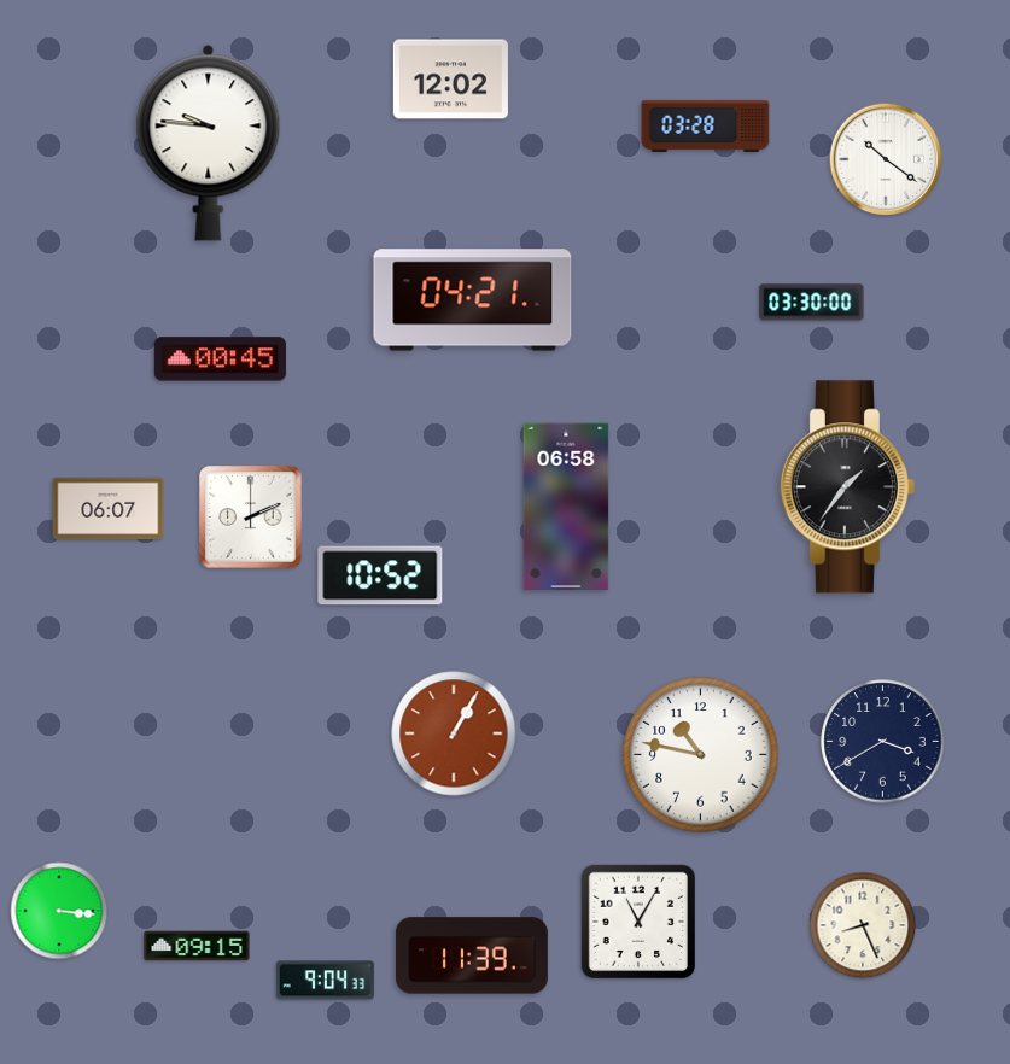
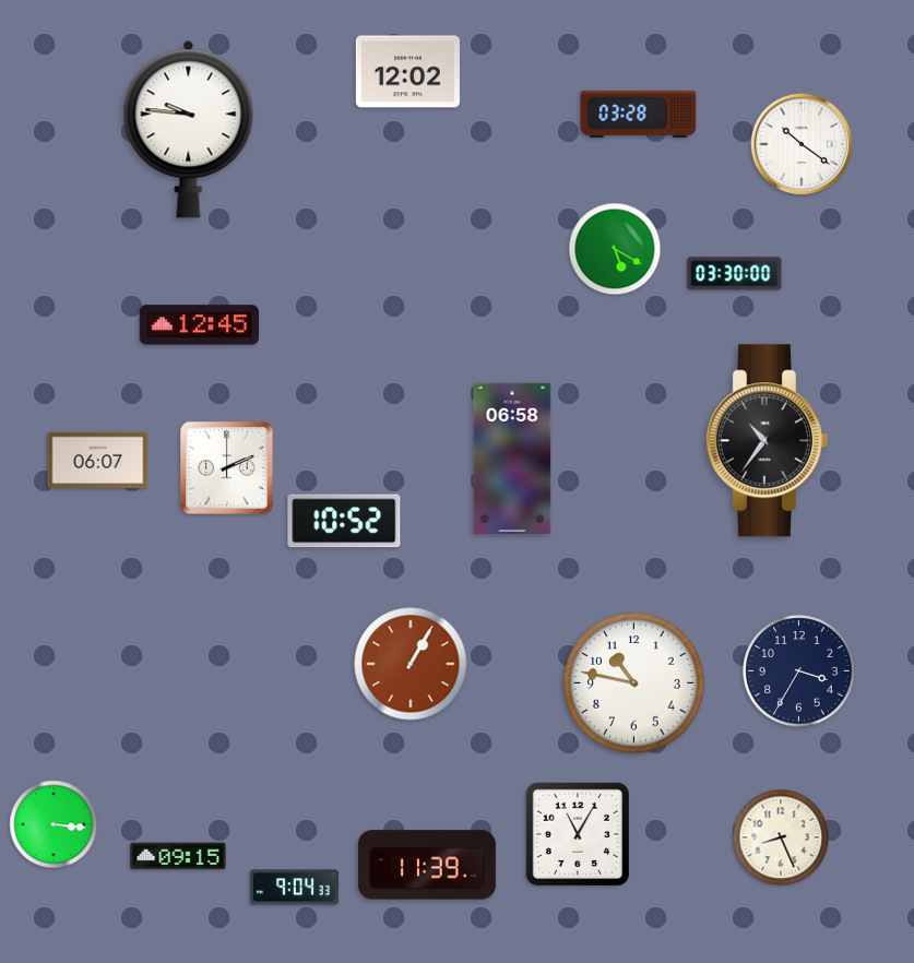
clock at (615, 249): none -> 5:20
clock at (473, 300): 04:21 -> none
clock at (220, 359): 00:45 -> 12:45
clock at (847, 487): 1:36 -> 10:36
clock at (883, 742): 3:40 -> 3:35
